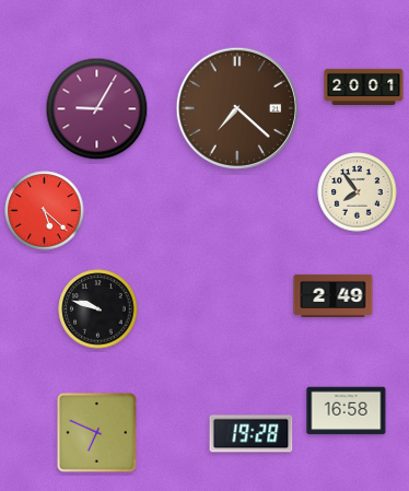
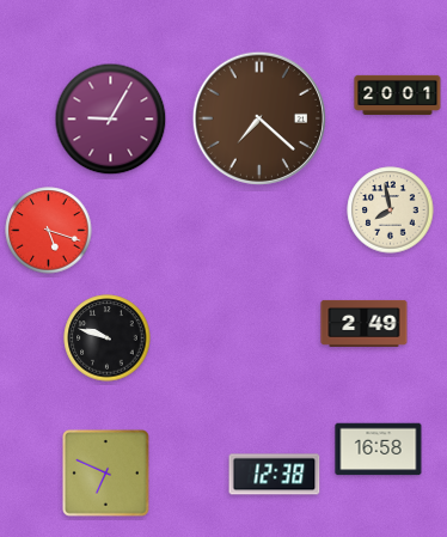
clock at (97, 109) position: (97, 109) -> (111, 120)
clock at (358, 192): 7:54 -> 7:58
clock at (45, 211): 5:22 -> 5:18
clock at (252, 434): 19:28 -> 12:38
